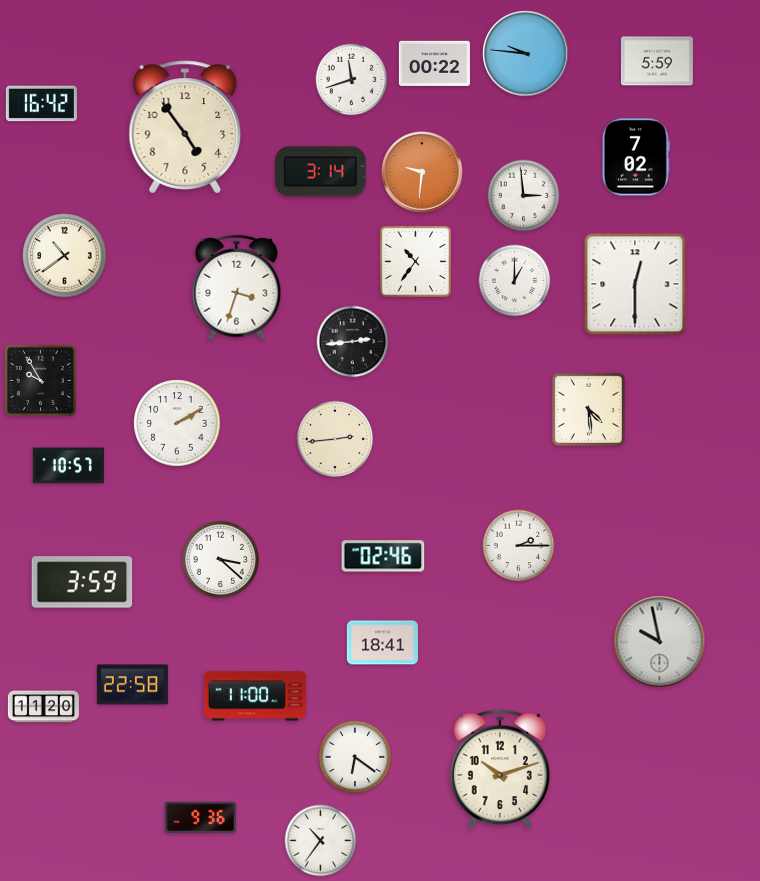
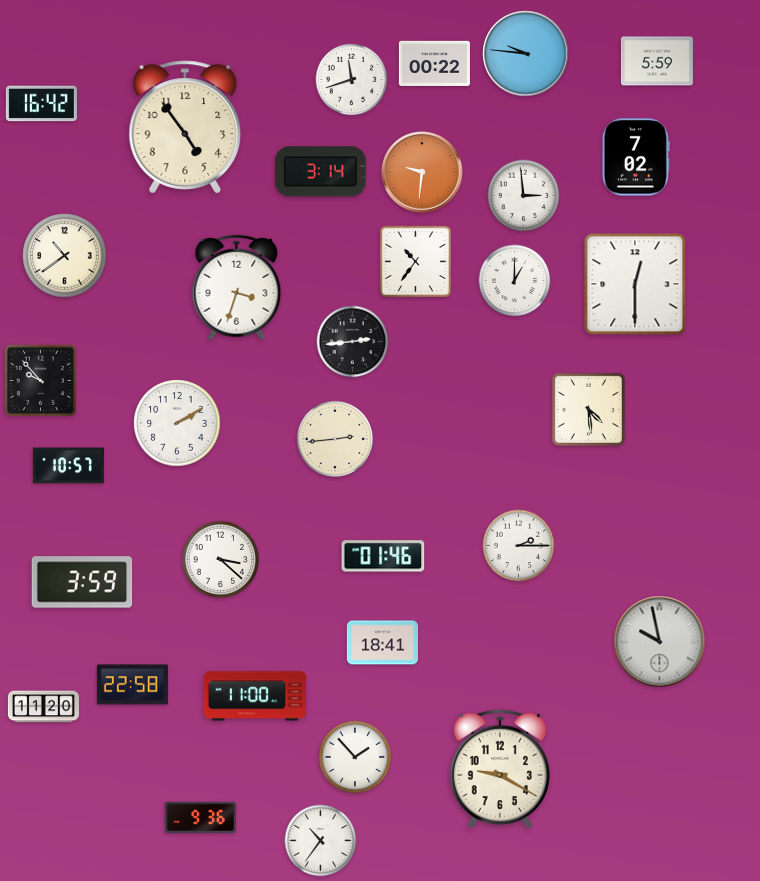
clock at (40, 380): 9:55 -> 9:53
clock at (383, 556): 02:46 -> 01:46
clock at (355, 757): 6:21 -> 1:53
clock at (500, 769): 10:12 -> 9:20
